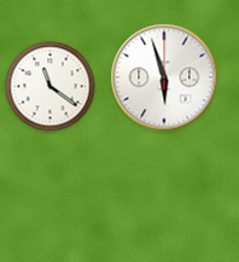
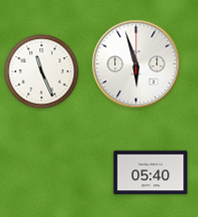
clock at (51, 87): 11:21 -> 11:26
clock at (151, 173): none -> 05:40
